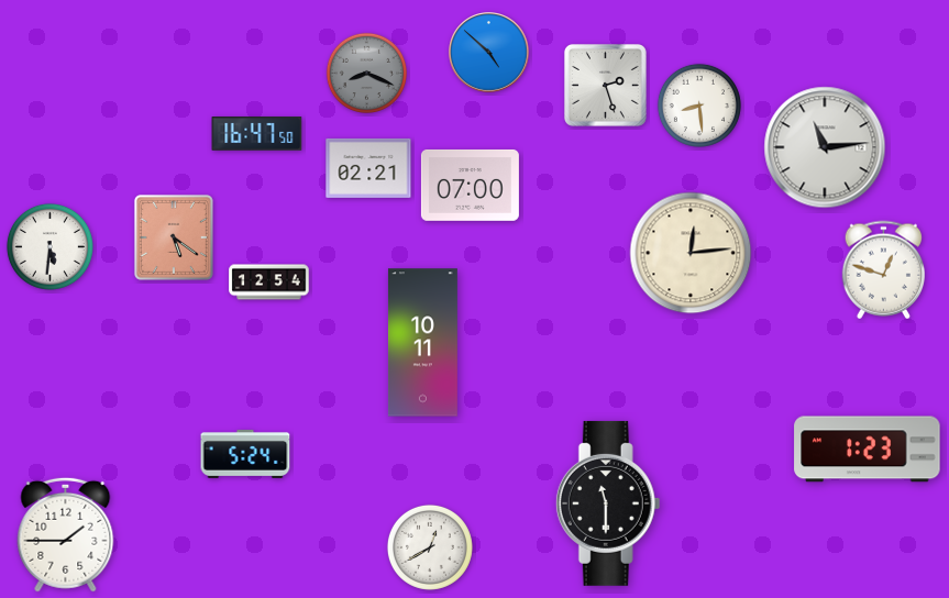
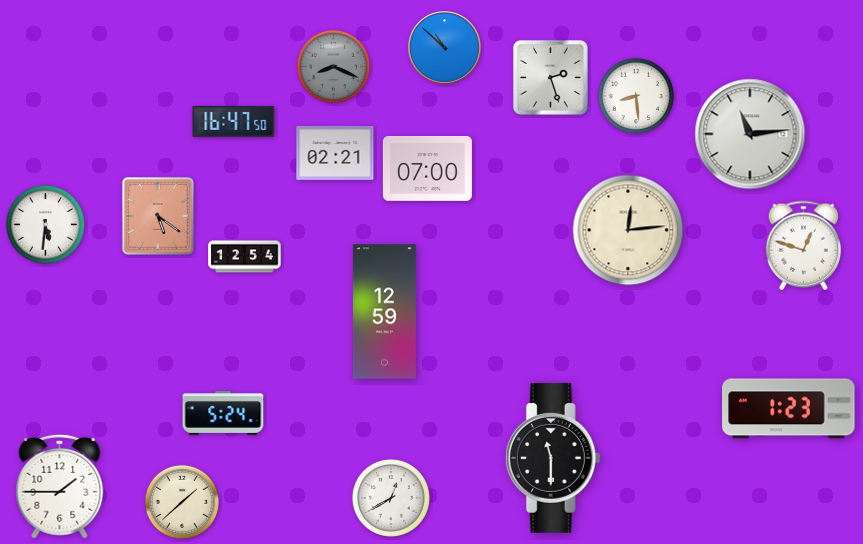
clock at (489, 53): 4:52 -> 10:52
clock at (422, 343): 10:11 -> 12:59
clock at (182, 502): none -> 1:38
